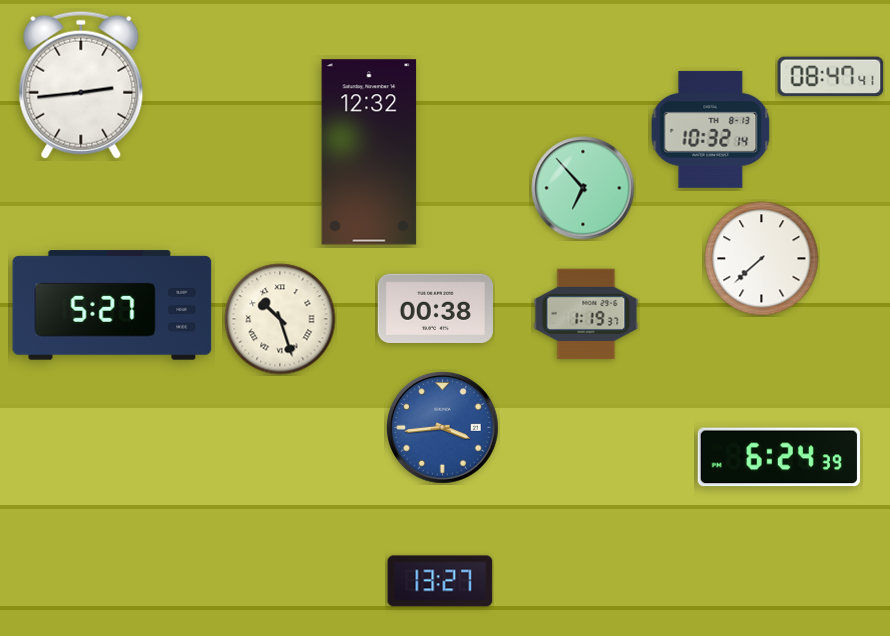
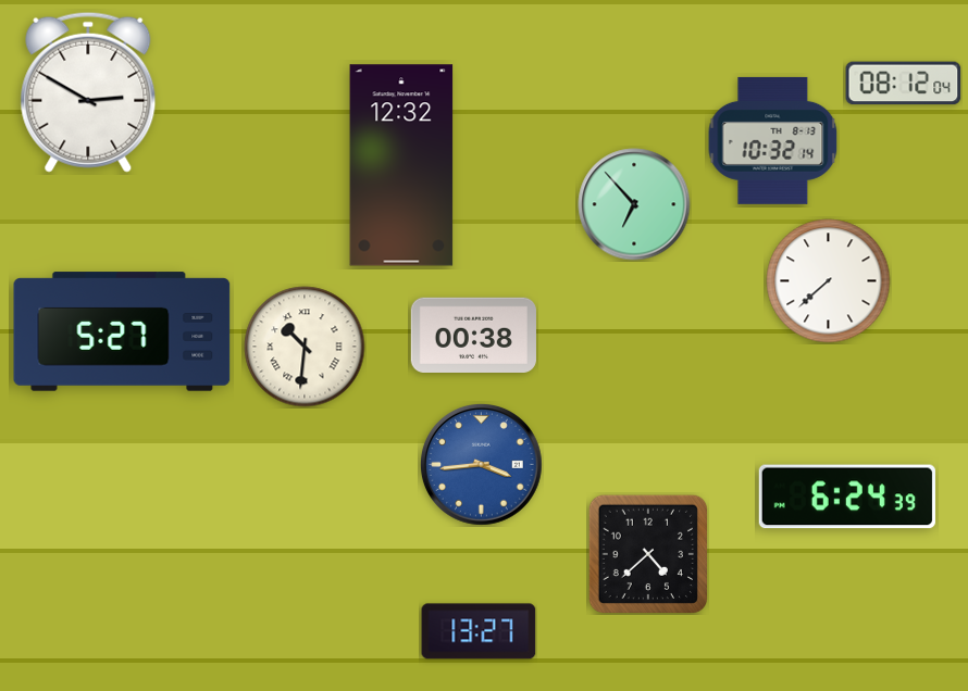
clock at (831, 77): 08:47 -> 08:12
clock at (81, 85): 2:44 -> 2:50
clock at (586, 314): 1:19 -> none
clock at (280, 319): 10:27 -> 10:31
clock at (647, 553): none -> 4:38
